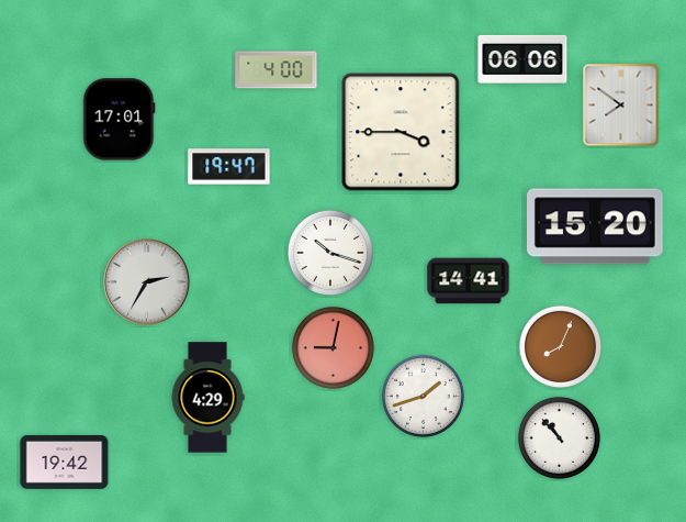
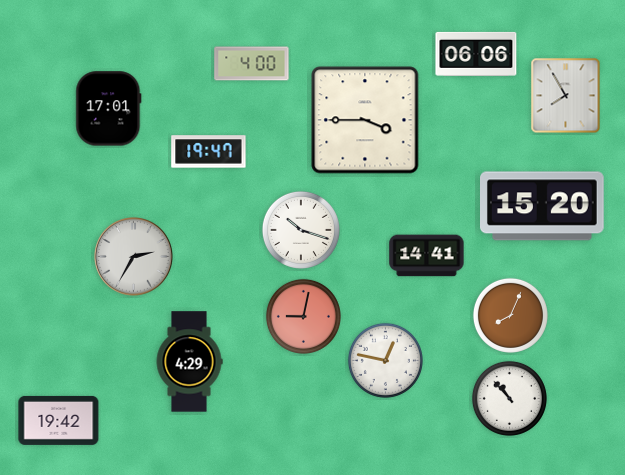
clock at (621, 105): 7:51 -> 7:55
clock at (423, 396): 1:42 -> 12:47
